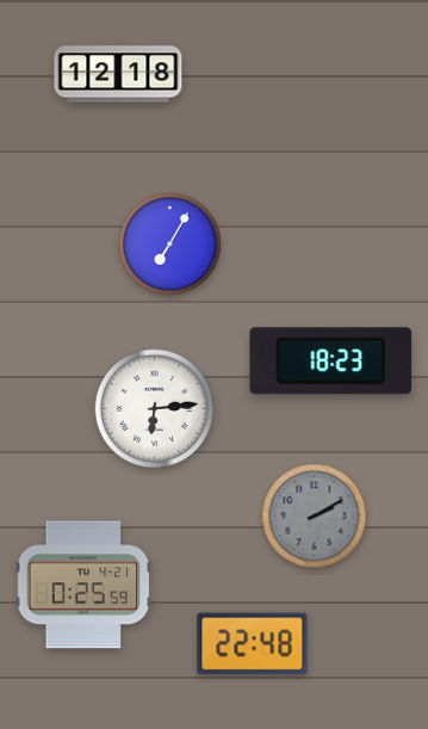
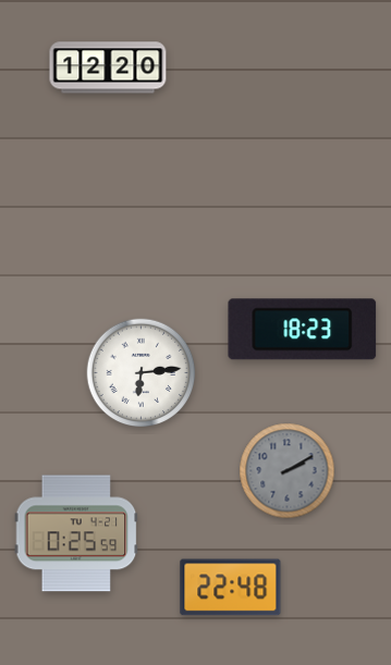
clock at (118, 74): 12:18 -> 12:20
clock at (170, 245): 7:05 -> none
